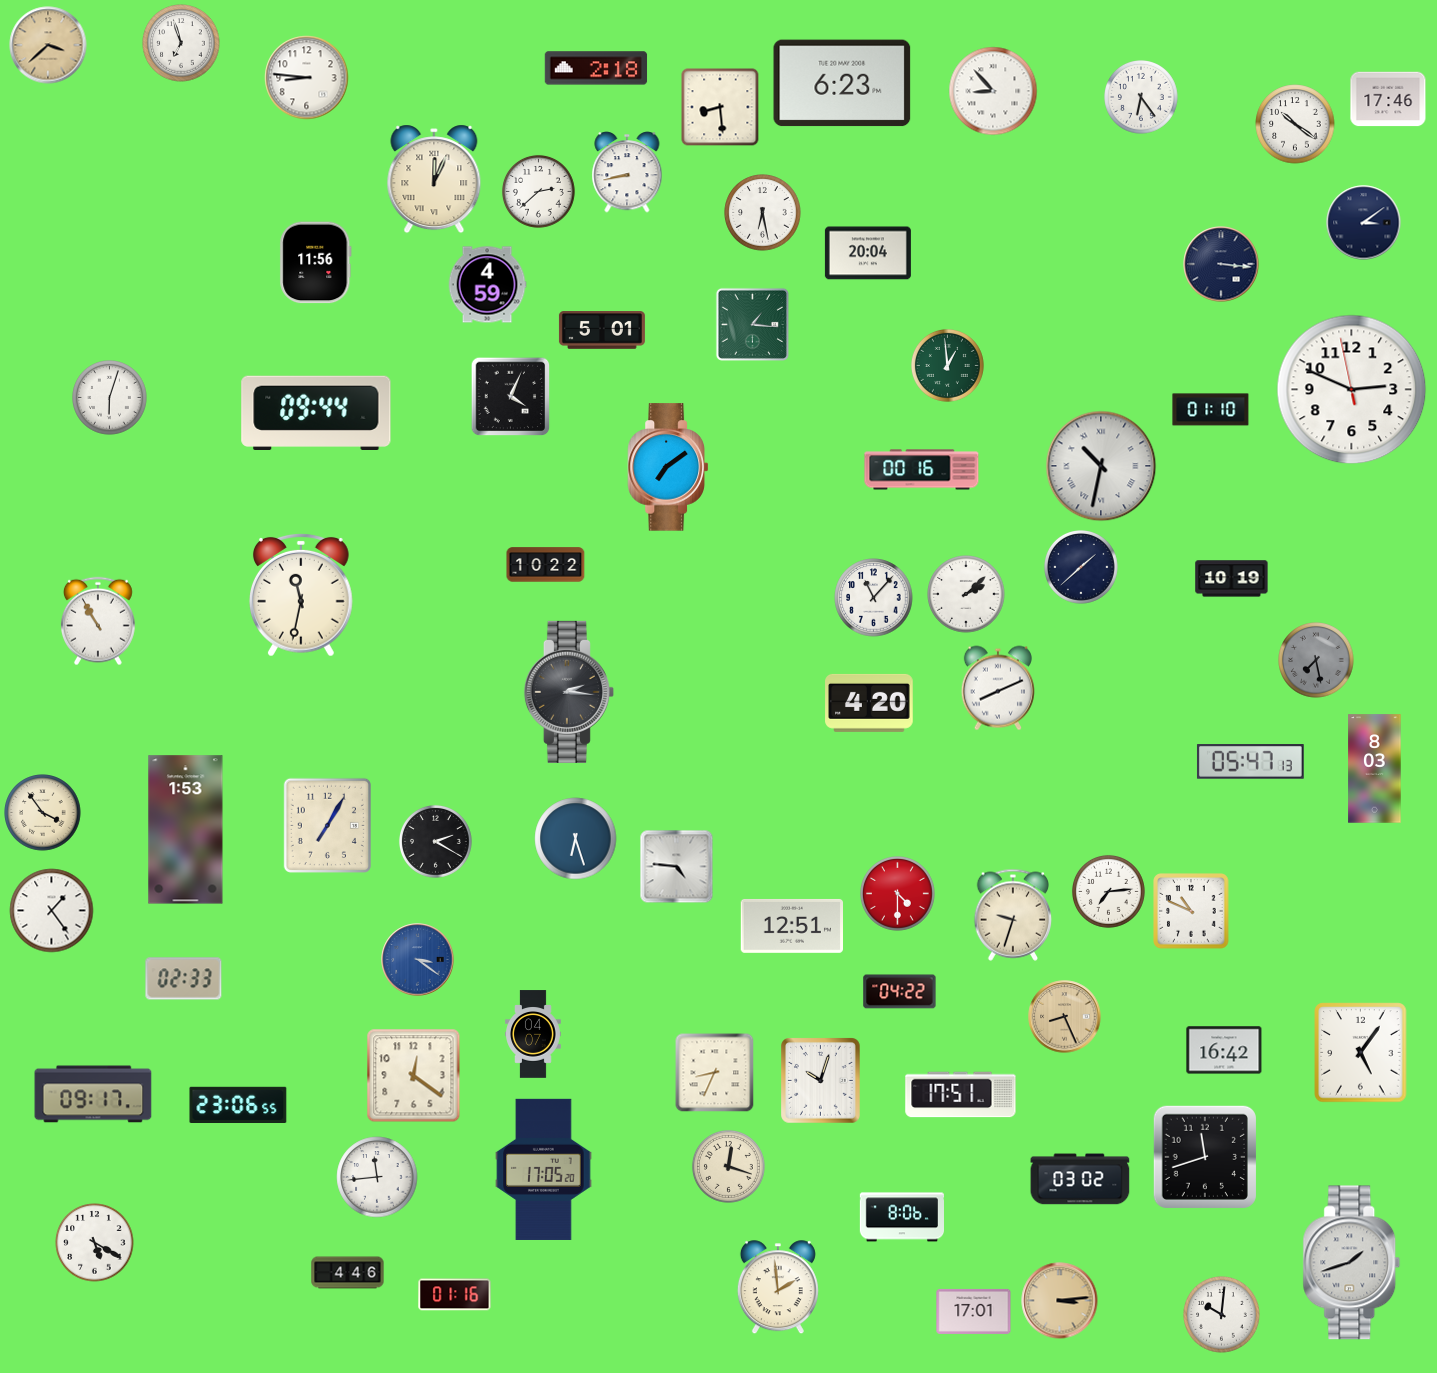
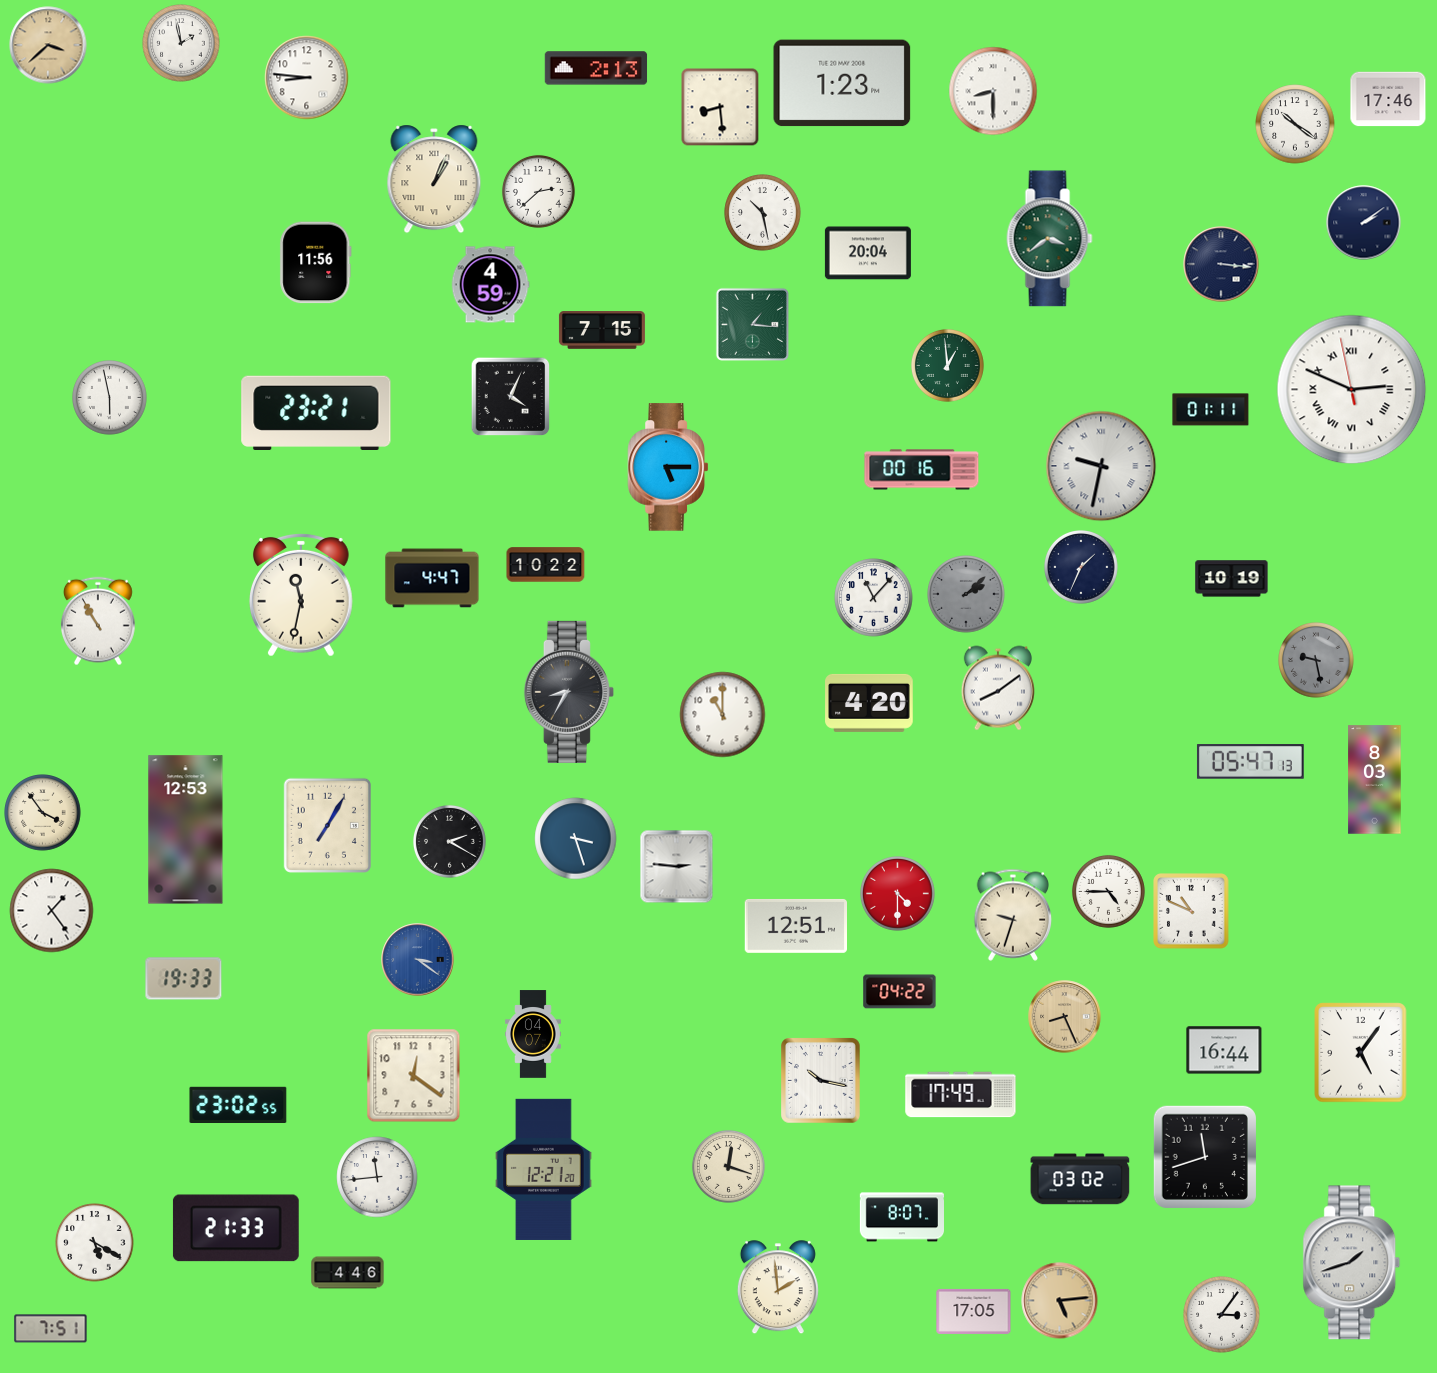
clock at (181, 43): 6:57 -> 1:58
clock at (596, 68): 2:18 -> 2:13
clock at (842, 83): 6:23 -> 1:23
clock at (993, 91): 8:53 -> 8:30
clock at (1142, 98): 6:24 -> none
clock at (627, 172): 8:43 -> none
clock at (434, 179): 12:04 -> 1:04
clock at (763, 213): 6:28 -> 10:28
clock at (1364, 223): 3:09 -> 2:09
clock at (1050, 239): none -> 3:39
clock at (487, 285) position: (487, 285) -> (490, 285)
clock at (602, 330): 5:01 -> 7:15
clock at (1352, 390) numerals: Arabic -> Roman
clock at (110, 398): 6:03 -> 5:58
clock at (1211, 410): 01:10 -> 01:11
clock at (316, 413): 09:44 -> 23:21
clock at (1101, 466): 10:32 -> 9:32
clock at (667, 467): 7:09 -> 5:15
clock at (1082, 568): 1:38 -> 1:34
clock at (432, 578): none -> 4:47
clock at (966, 594) dial: white -> grey
clock at (1316, 660): 7:28 -> 9:28
clock at (998, 688): 8:11 -> 8:09
clock at (569, 692): 2:16 -> 8:35
clock at (723, 715): none -> 11:00
clock at (1375, 769) position: (1375, 769) -> (1375, 780)
clock at (186, 830): 1:53 -> 12:53
clock at (576, 839): 6:27 -> 3:27
clock at (435, 841) position: (435, 841) -> (449, 841)
clock at (677, 867): 4:46 -> 2:46
clock at (1108, 891): 7:14 -> 4:45
clock at (791, 926) position: (791, 926) -> (795, 926)
clock at (184, 979): 02:33 -> 19:33
clock at (1224, 1050): 16:42 -> 16:44
clock at (715, 1073): 8:34 -> none
clock at (821, 1081): 10:03 -> 10:17
clock at (93, 1094): 09:17 -> none
clock at (961, 1095): 17:51 -> 17:49
clock at (238, 1105): 23:06 -> 23:02
clock at (544, 1169): 17:05 -> 12:21
clock at (901, 1217): 8:06 -> 8:07
clock at (236, 1228): none -> 21:33
clock at (455, 1295): 01:16 -> none
clock at (1060, 1301): 3:14 -> 5:14
clock at (974, 1311): 17:01 -> 17:05
clock at (1222, 1315): 10:01 -> 3:06
clock at (51, 1329): none -> 7:51
